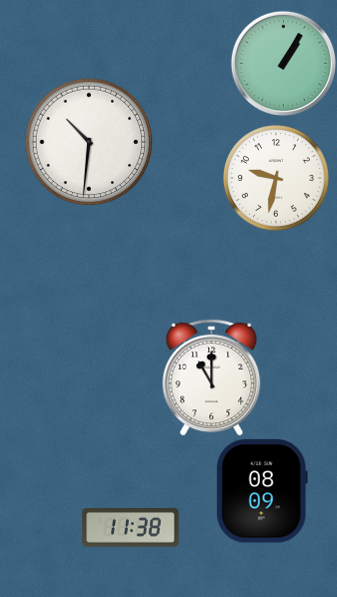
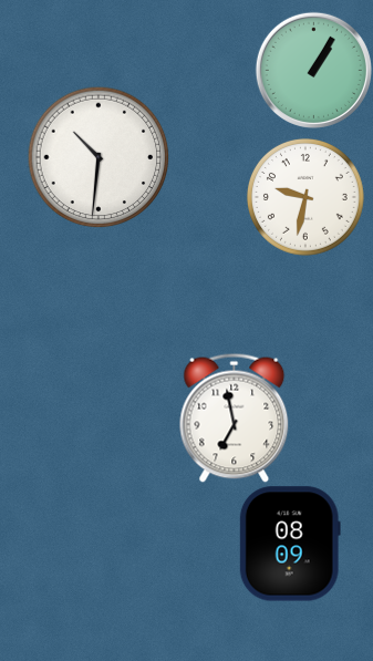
clock at (212, 377): 11:00 -> 6:58
clock at (131, 528): 11:38 -> none
